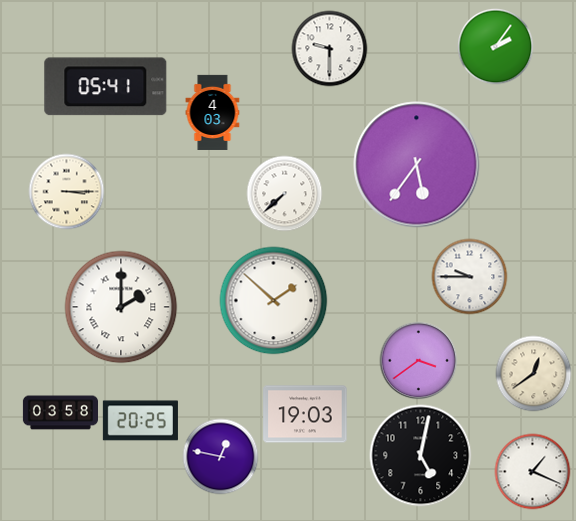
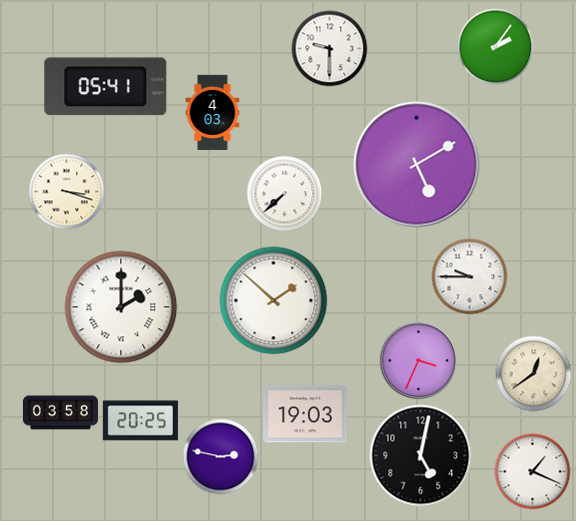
clock at (417, 165): 5:36 -> 5:10
clock at (67, 192): 3:15 -> 3:18
clock at (419, 361): 3:39 -> 3:34
clock at (221, 457): 12:47 -> 2:47
